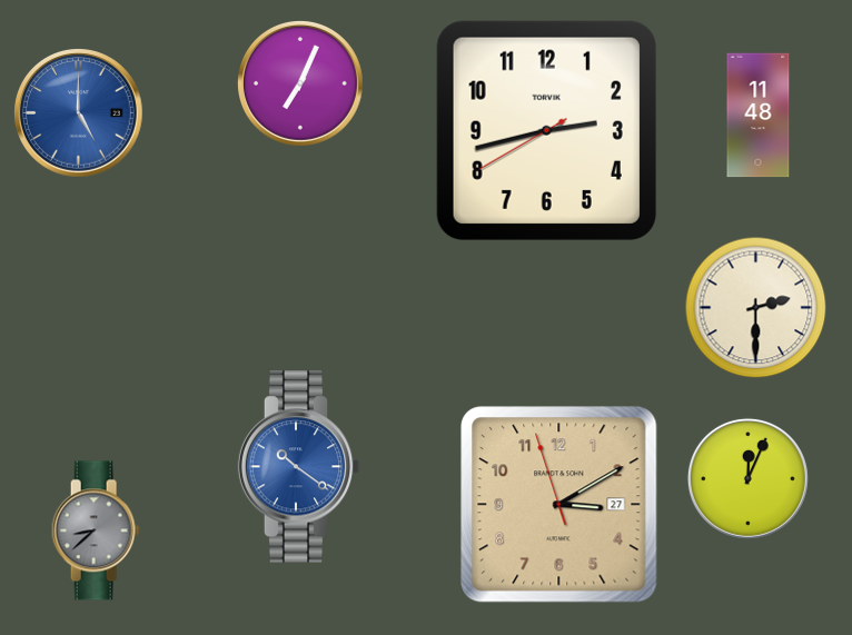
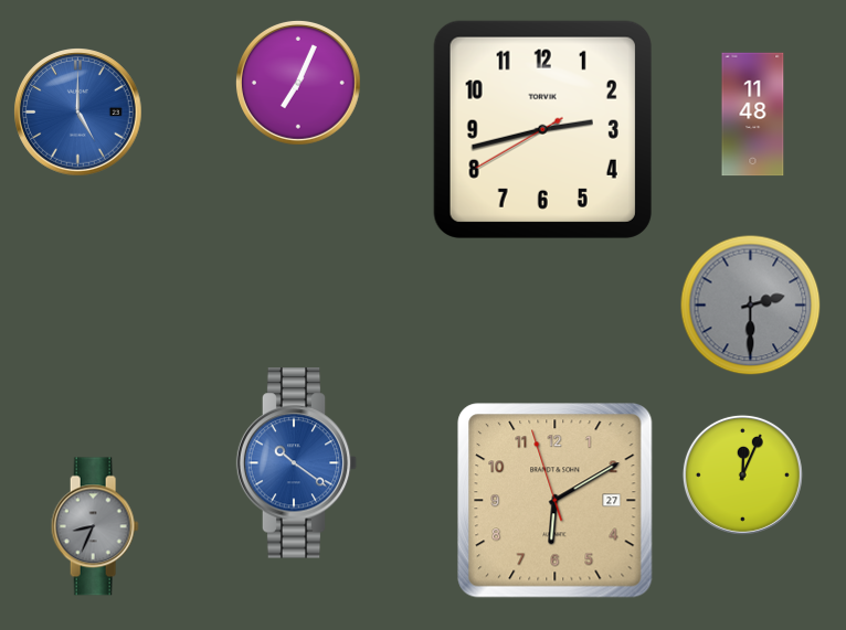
clock at (756, 308) dial: cream -> grey
clock at (559, 505): 3:09 -> 6:09
clock at (96, 530): 8:38 -> 8:34
